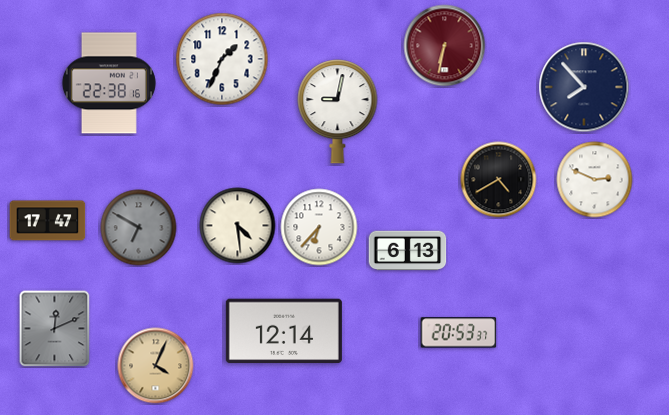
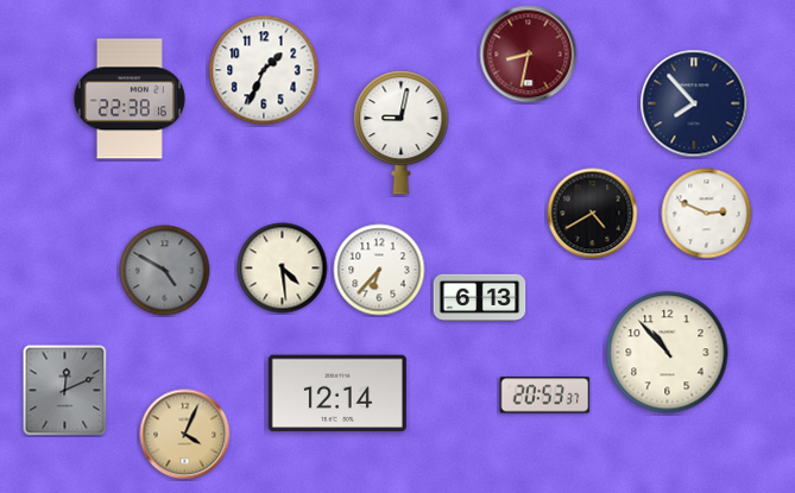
clock at (445, 46): 6:32 -> 8:32
clock at (48, 221): 17:47 -> none
clock at (139, 228): 6:50 -> 4:50
clock at (408, 251) position: (408, 251) -> (480, 298)
clock at (668, 353): none -> 10:53
